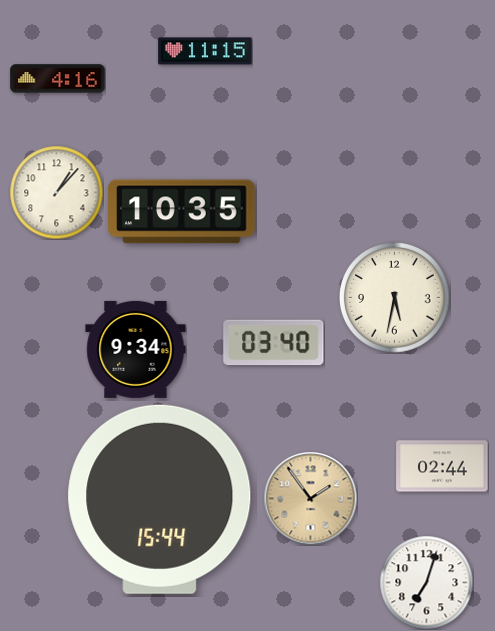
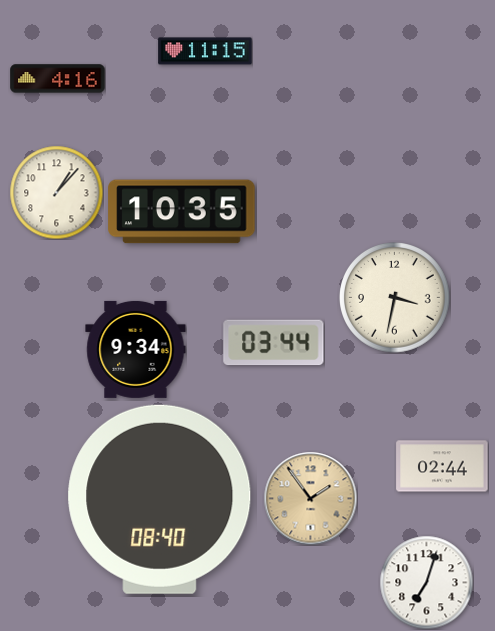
clock at (395, 298): 5:32 -> 3:32
clock at (274, 343): 03:40 -> 03:44
clock at (160, 499): 15:44 -> 08:40
